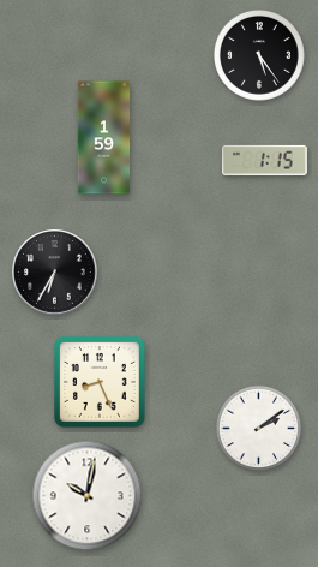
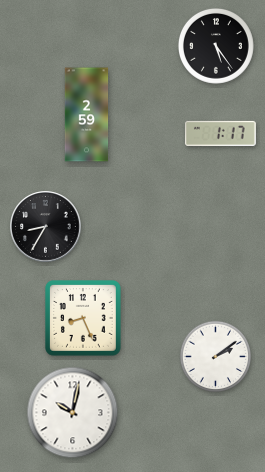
clock at (104, 138): 1:59 -> 2:59
clock at (265, 160): 1:15 -> 1:17
clock at (55, 273): 6:35 -> 8:35
